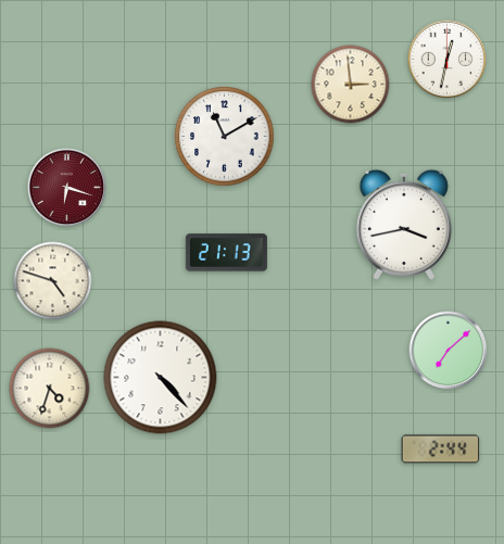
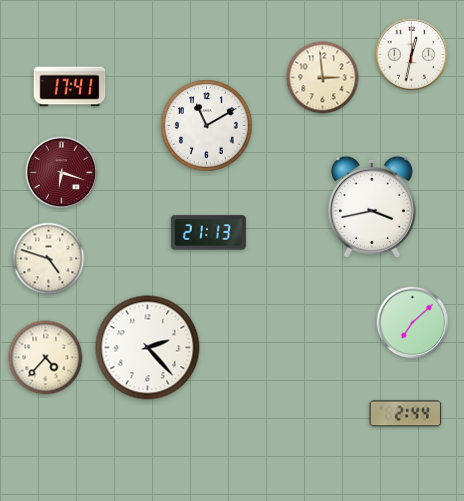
clock at (70, 87): none -> 17:41
clock at (161, 378): 4:23 -> 2:23
clock at (50, 389): 4:33 -> 4:37
